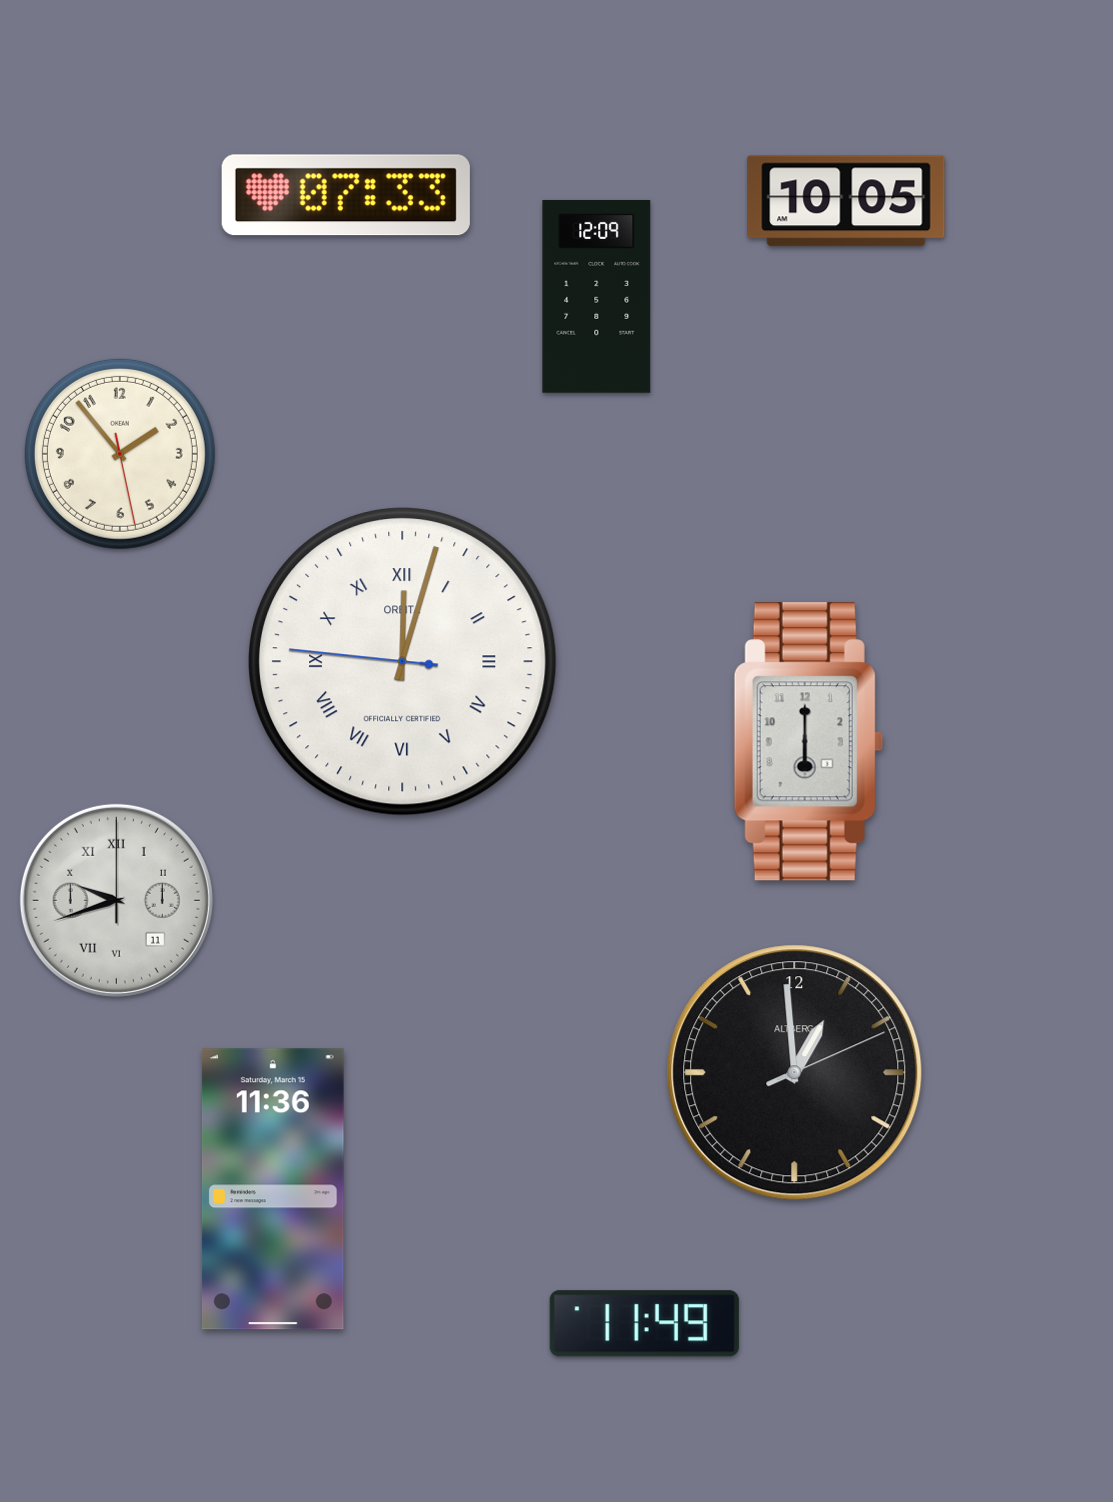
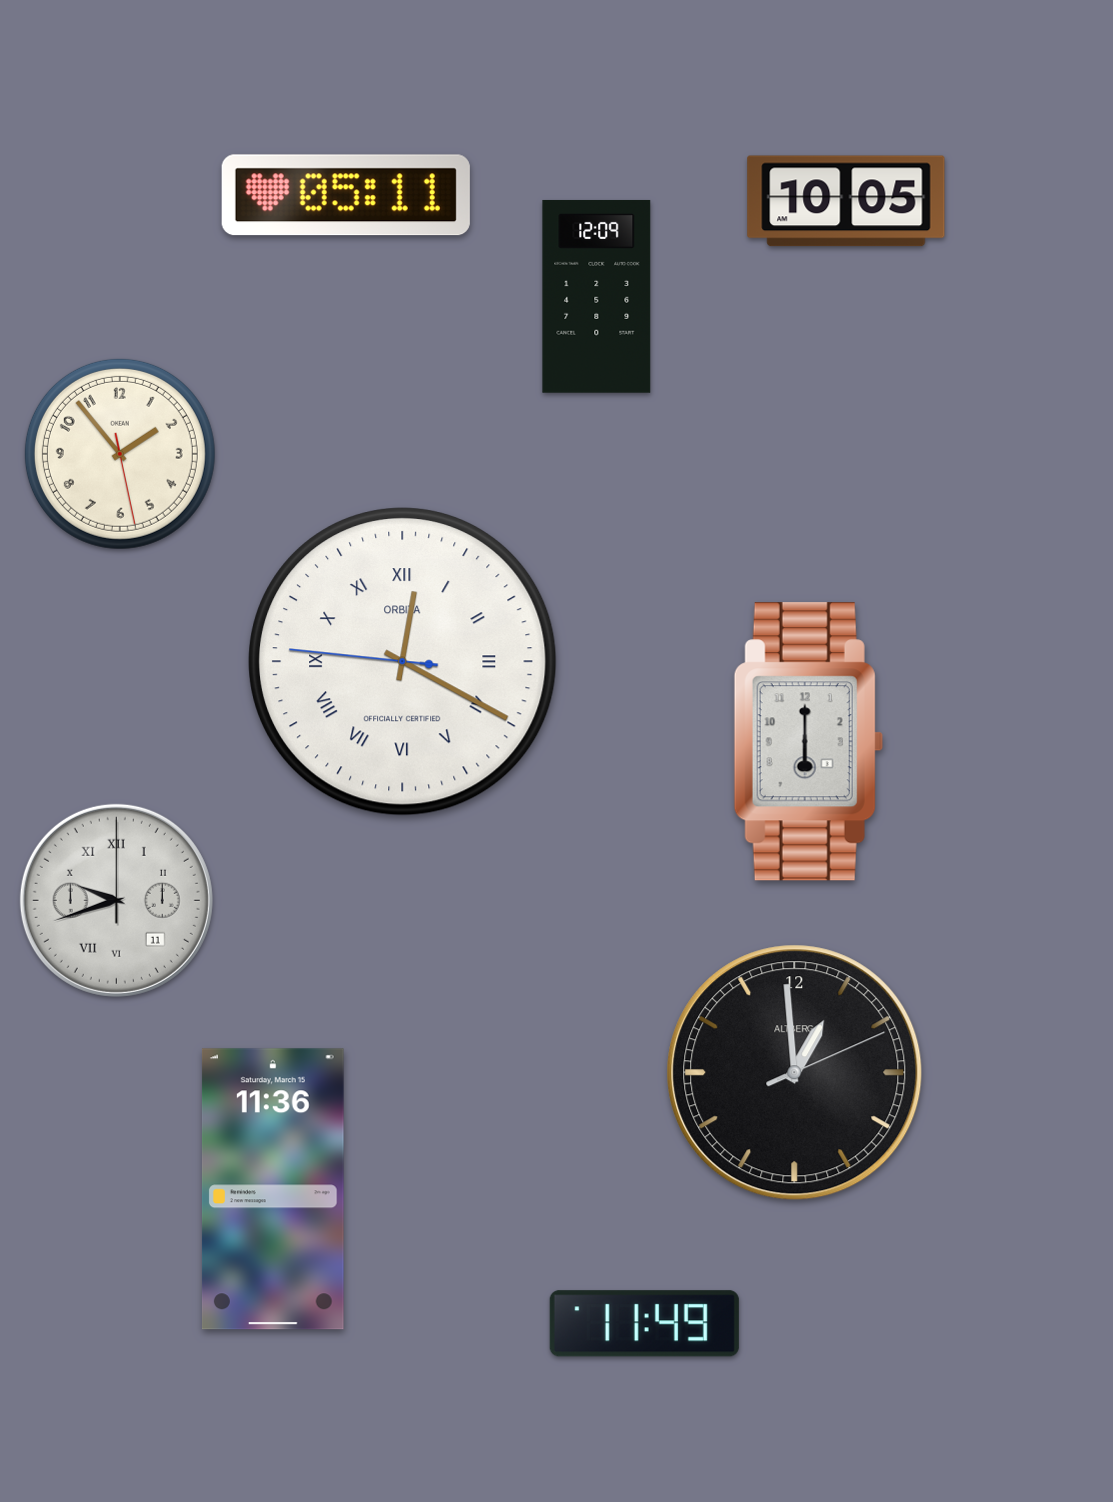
clock at (346, 195): 07:33 -> 05:11
clock at (403, 662): 12:02 -> 12:19
